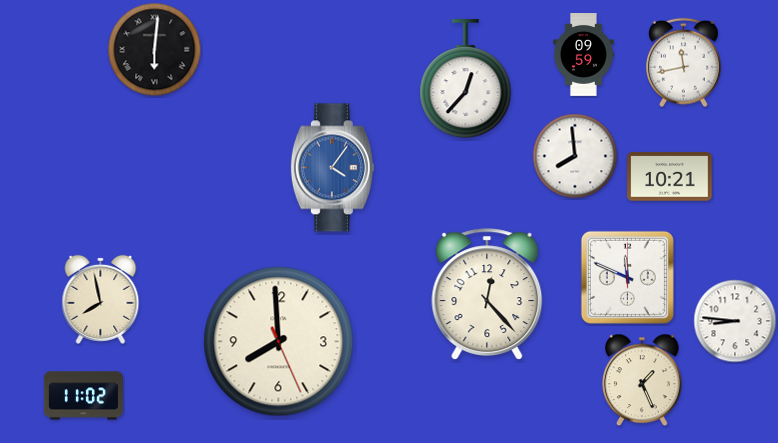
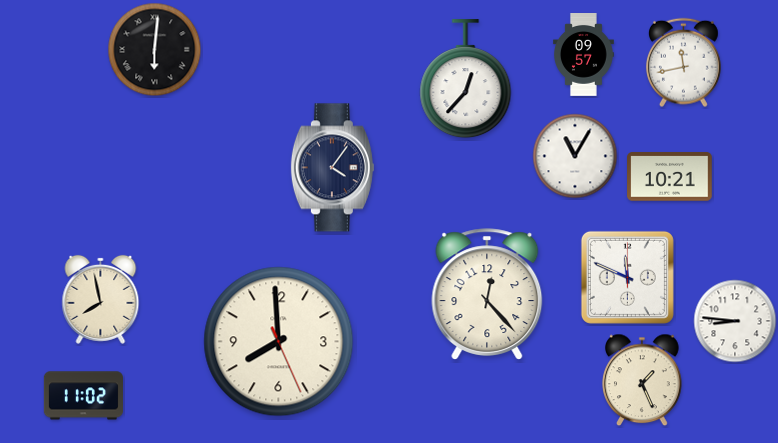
clock at (584, 55): 09:59 -> 09:57
clock at (575, 156): 7:59 -> 11:05
clock at (332, 168) dial: blue -> navy
